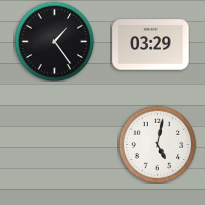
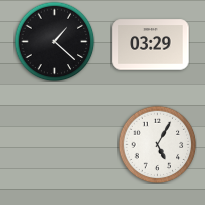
clock at (54, 41): 1:24 -> 1:22
clock at (157, 144): 5:02 -> 5:05
